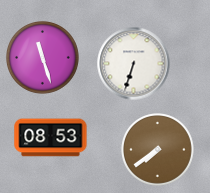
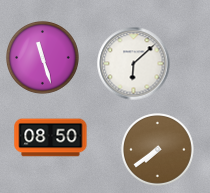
clock at (134, 64): 6:33 -> 6:08
clock at (51, 138): 08:53 -> 08:50
